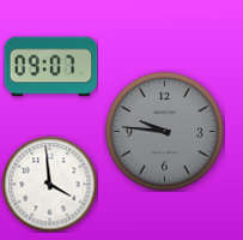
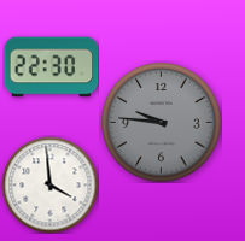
clock at (50, 67): 09:07 -> 22:30
clock at (165, 132) position: (165, 132) -> (162, 123)
